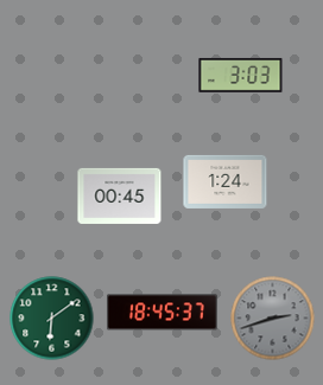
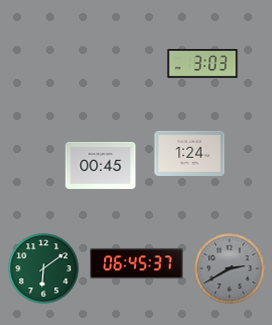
clock at (163, 313): 18:45 -> 06:45
clock at (273, 319): 2:42 -> 2:40
